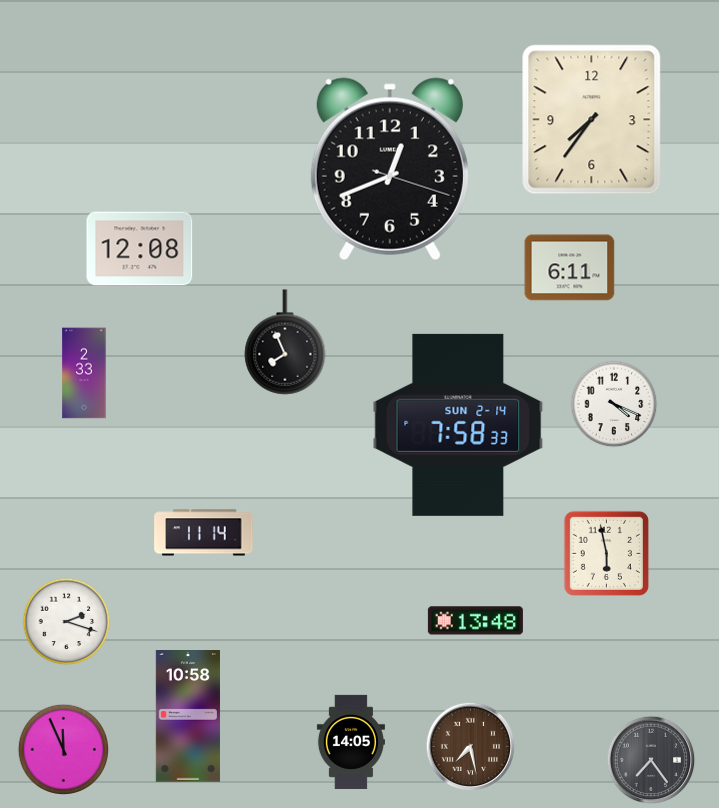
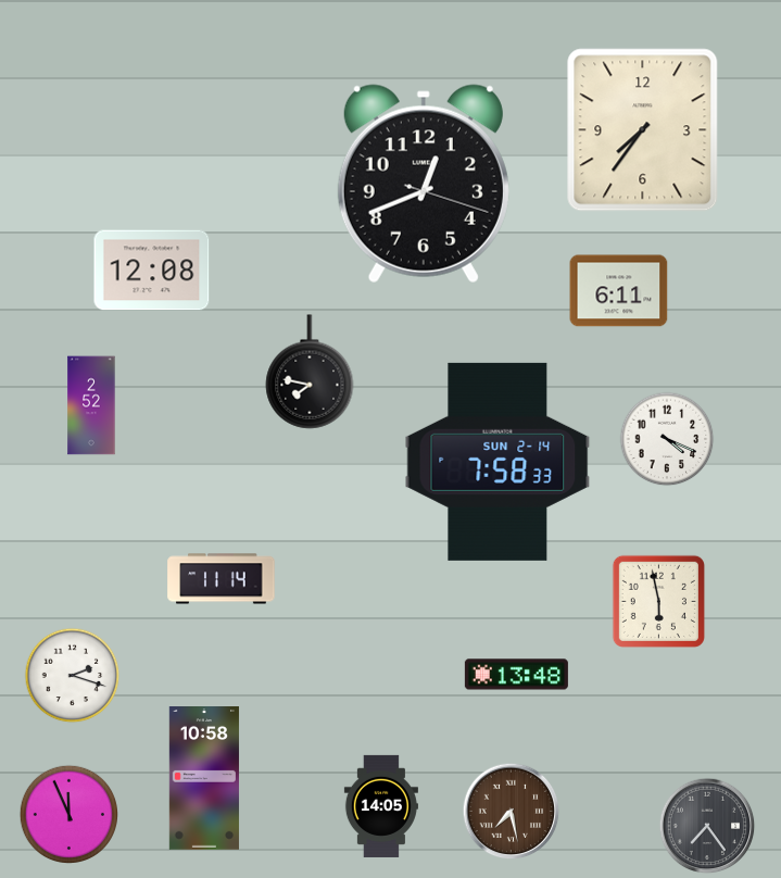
clock at (285, 342): 7:56 -> 7:47
clock at (84, 373): 2:33 -> 2:52
